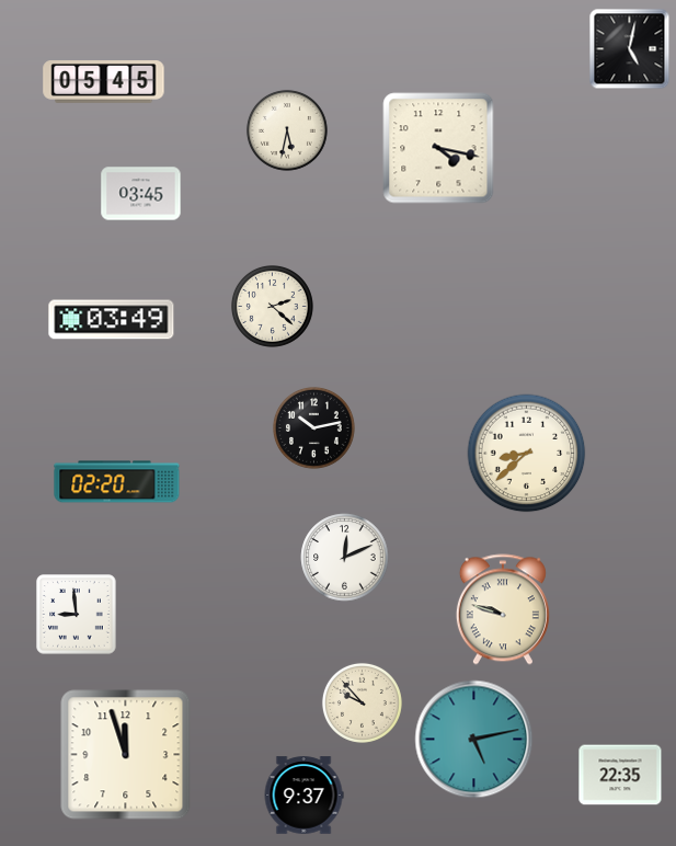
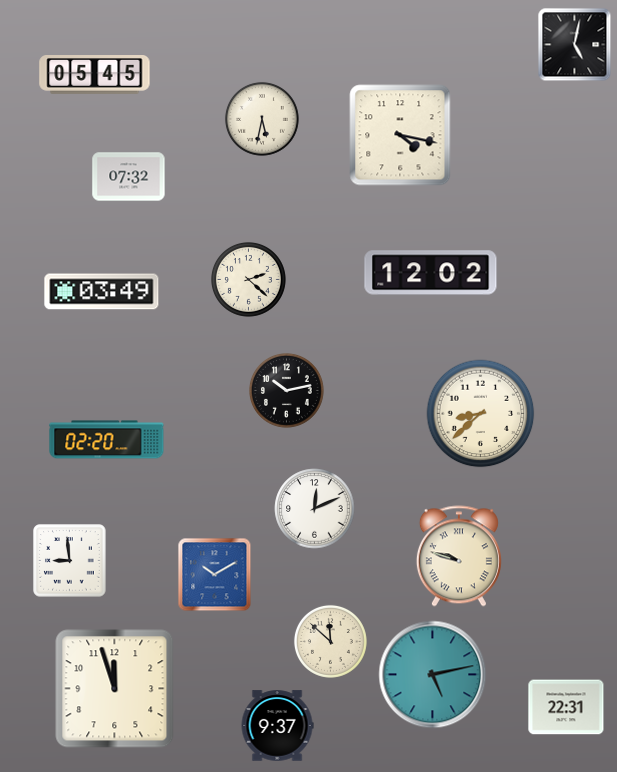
clock at (141, 194): 03:45 -> 07:32
clock at (431, 273): none -> 12:02
clock at (215, 575): none -> 10:10
clock at (362, 702): 9:53 -> 11:52
clock at (620, 775): 22:35 -> 22:31
